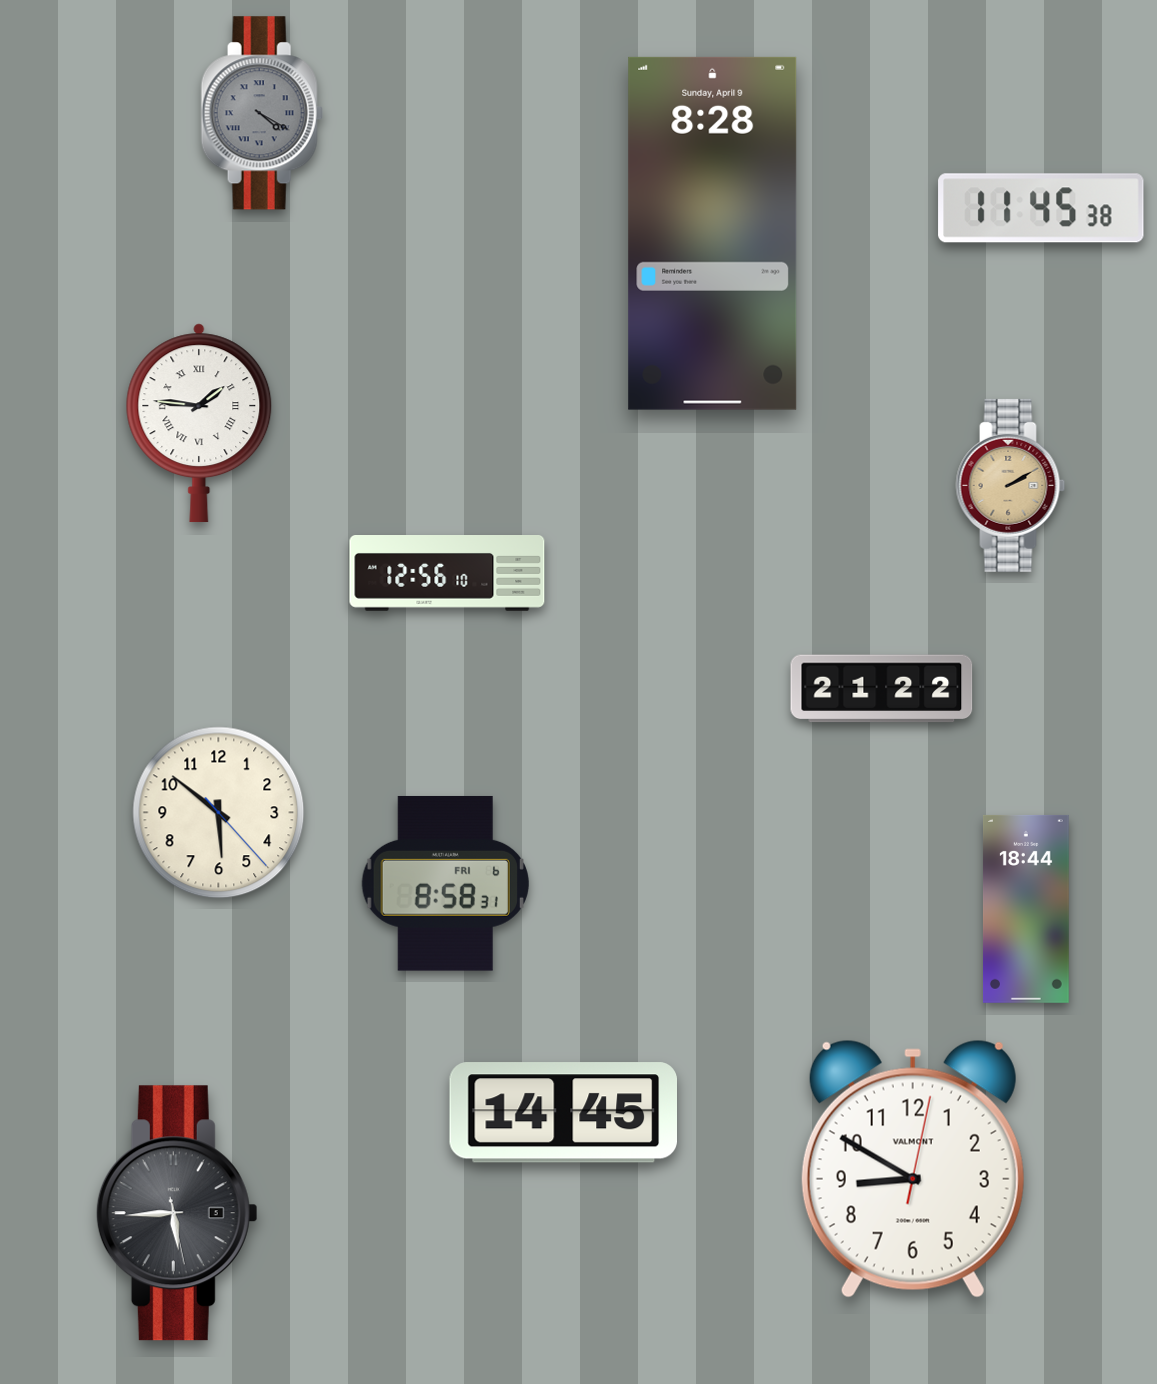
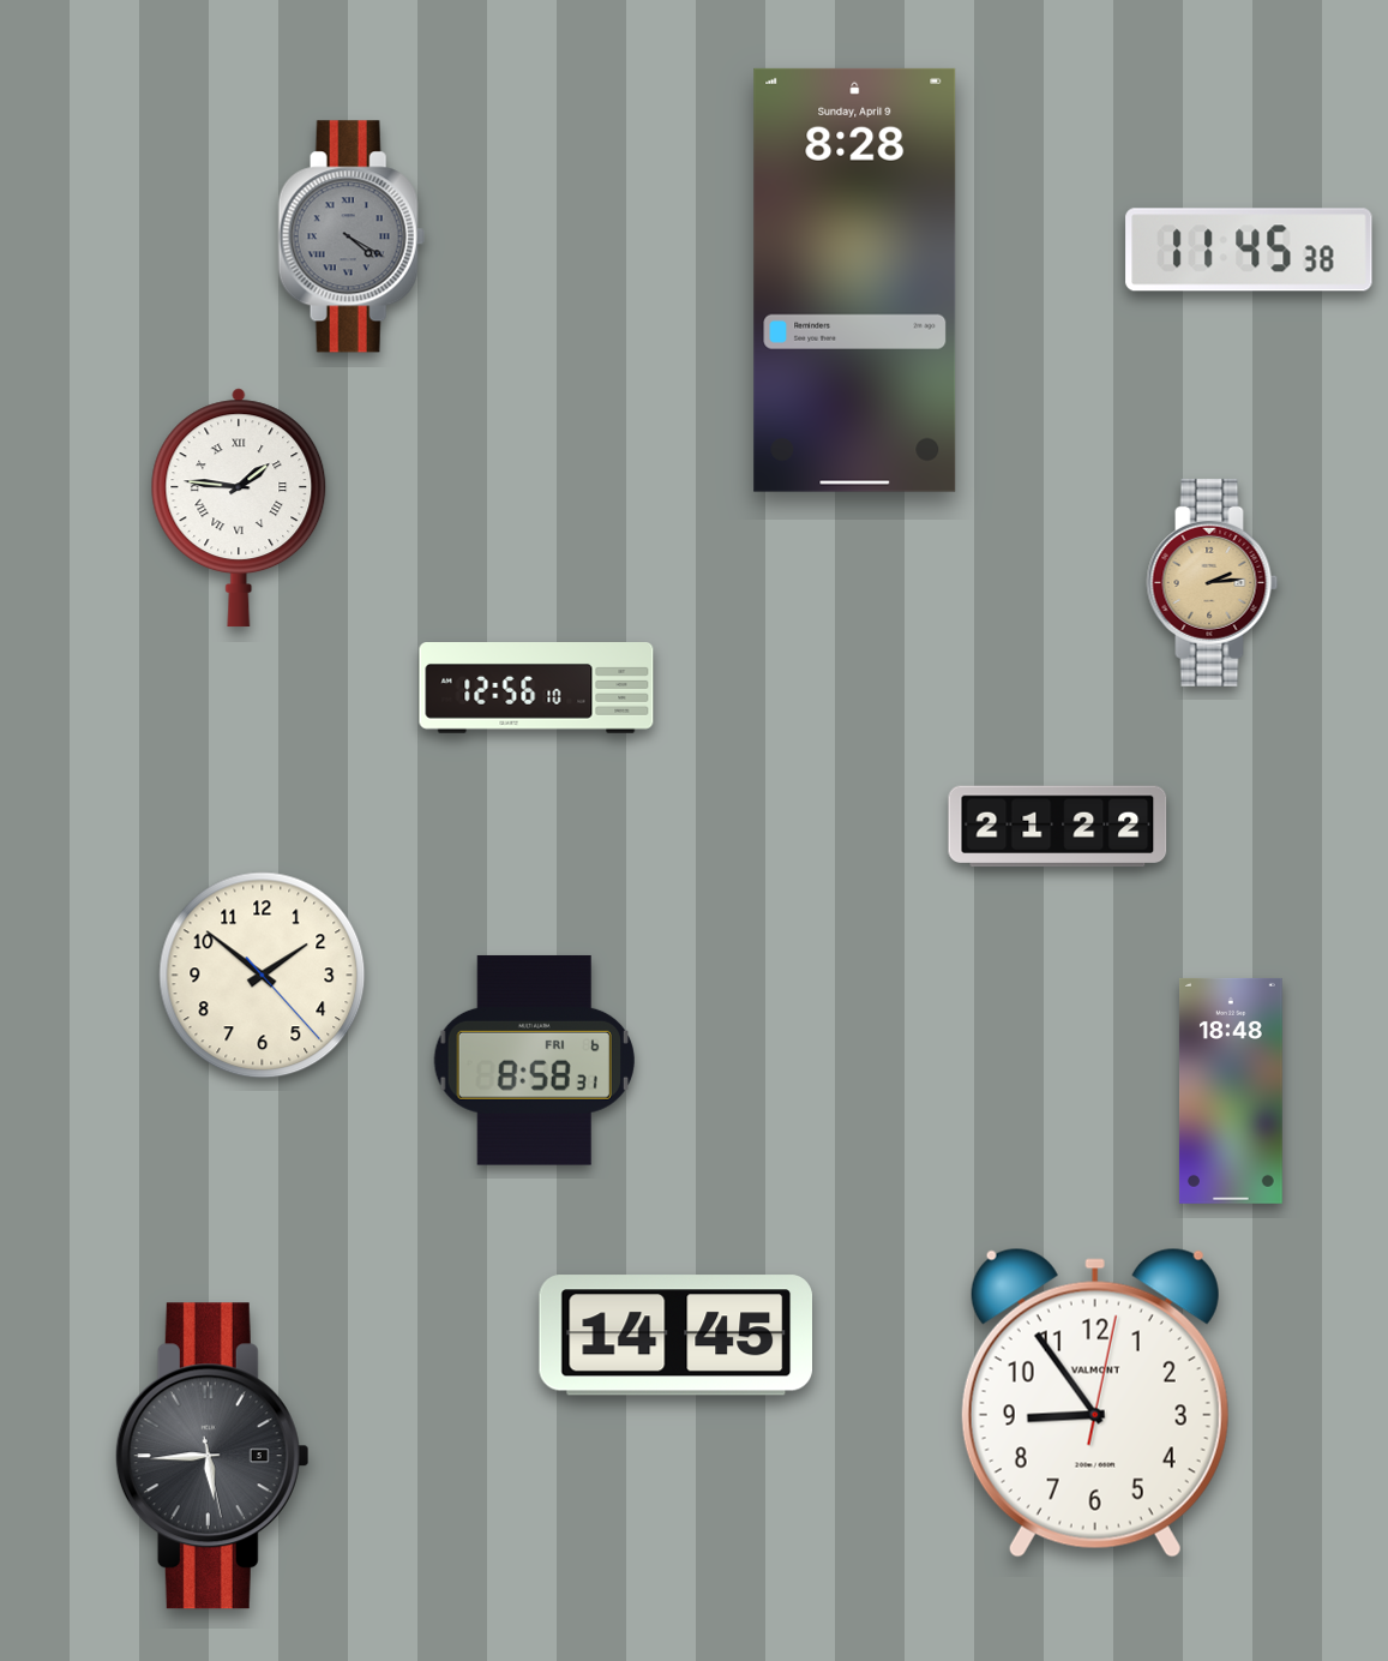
clock at (262, 113) position: (262, 113) -> (351, 236)
clock at (1011, 485): 2:10 -> 2:14
clock at (219, 813): 5:51 -> 1:51
clock at (1026, 909): 18:44 -> 18:48
clock at (913, 1169): 8:50 -> 8:54
